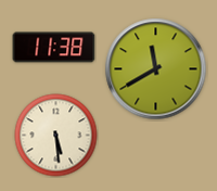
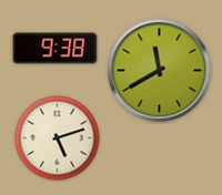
clock at (54, 48): 11:38 -> 9:38
clock at (56, 136): 5:29 -> 5:12
